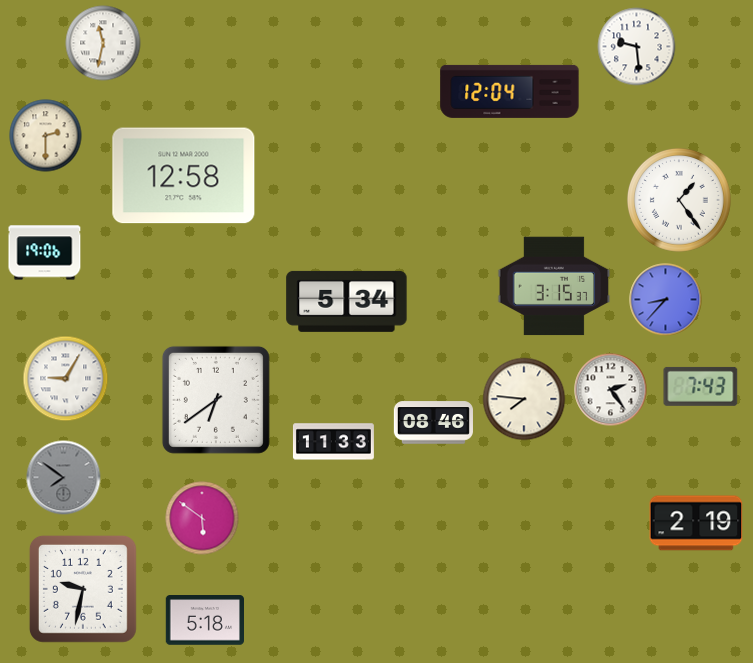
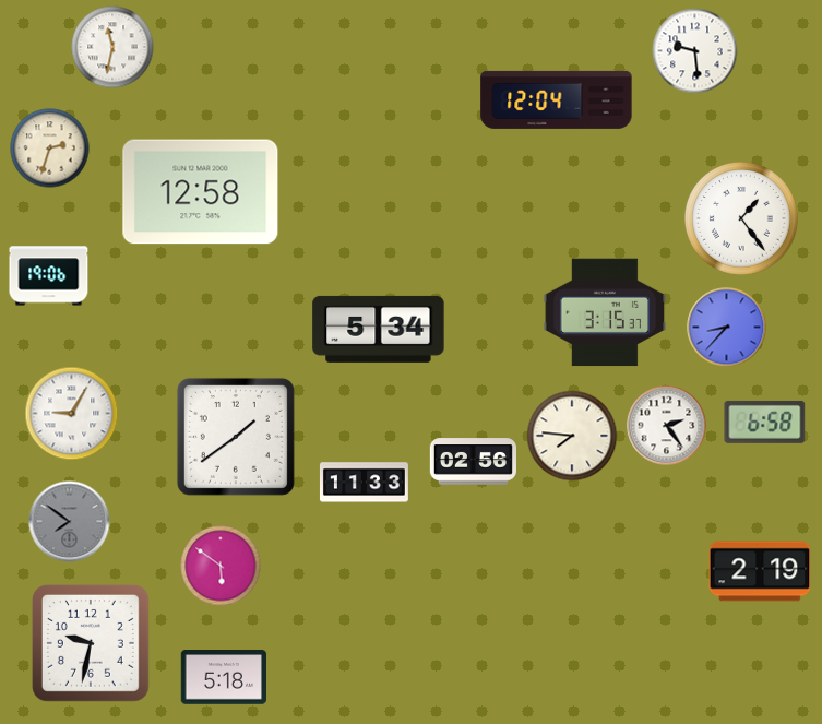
clock at (46, 136): 2:30 -> 2:33
clock at (701, 386): 7:43 -> 6:58
clock at (216, 400): 6:39 -> 1:39
clock at (433, 423): 08:46 -> 02:56
